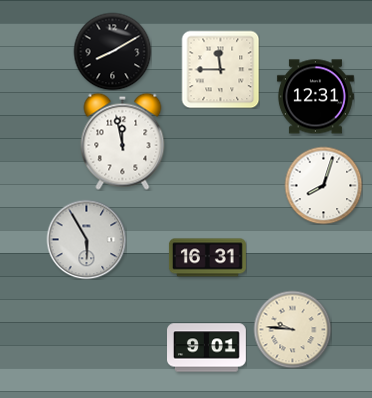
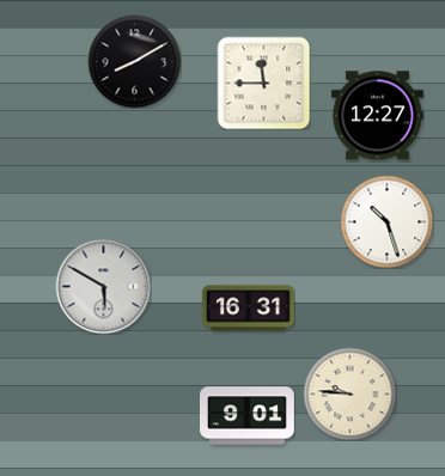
clock at (315, 97): 12:31 -> 12:27
clock at (123, 141): 11:58 -> none
clock at (323, 185): 8:03 -> 10:27
clock at (86, 239): 5:55 -> 5:50
